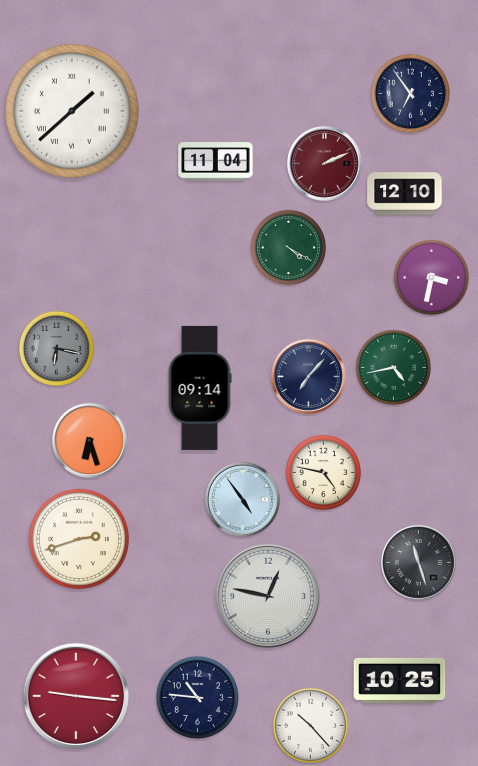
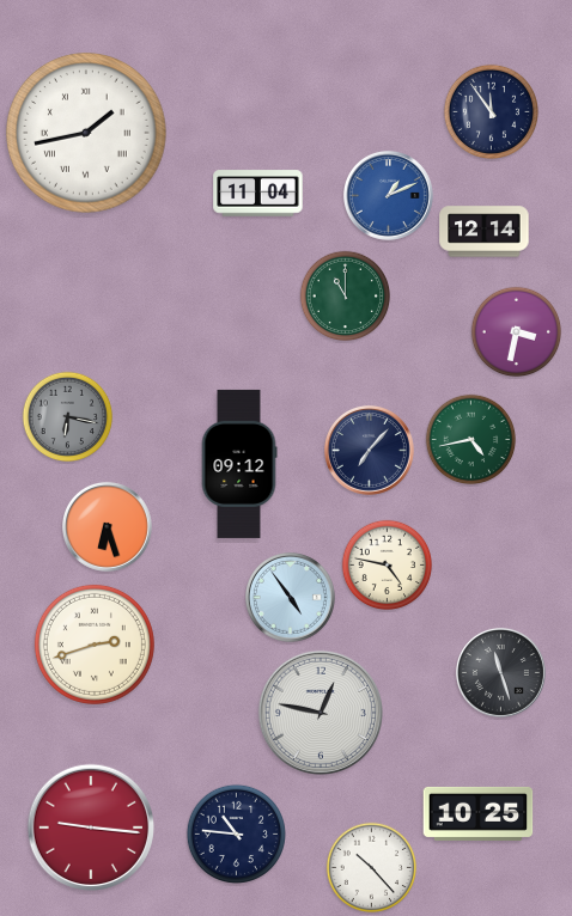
clock at (410, 93): 6:54 -> 11:54
clock at (72, 111): 1:38 -> 1:43
clock at (324, 163): 2:11 -> 1:11
clock at (324, 163) dial: burgundy -> blue
clock at (405, 194): 12:10 -> 12:14
clock at (289, 248): 4:20 -> 11:00
clock at (200, 388): 09:14 -> 09:12
clock at (75, 696) position: (75, 696) -> (90, 828)
